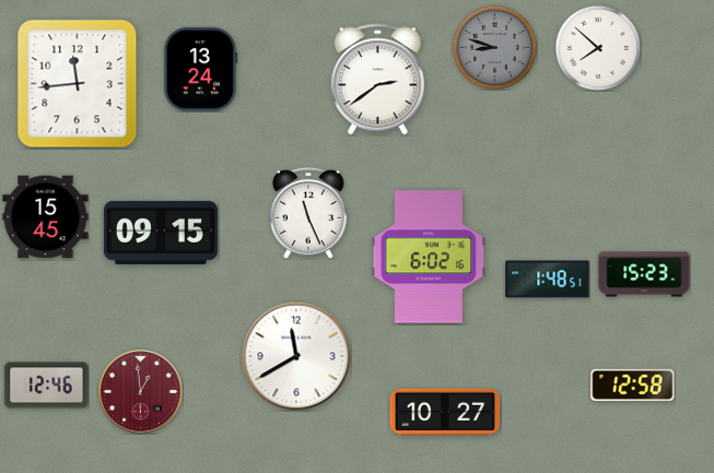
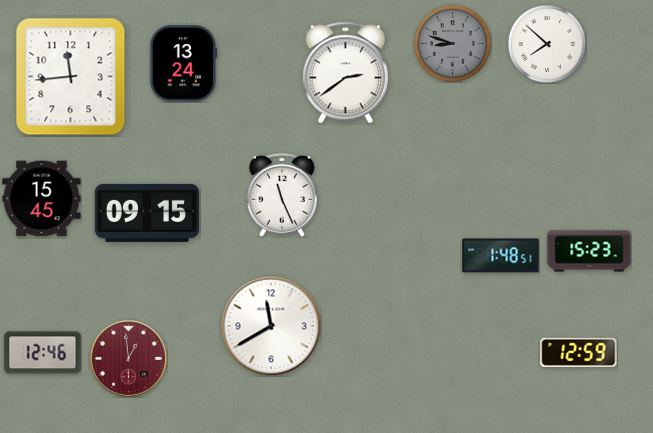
clock at (429, 257): 6:02 -> none
clock at (633, 385): 12:58 -> 12:59
clock at (445, 412): 10:27 -> none
